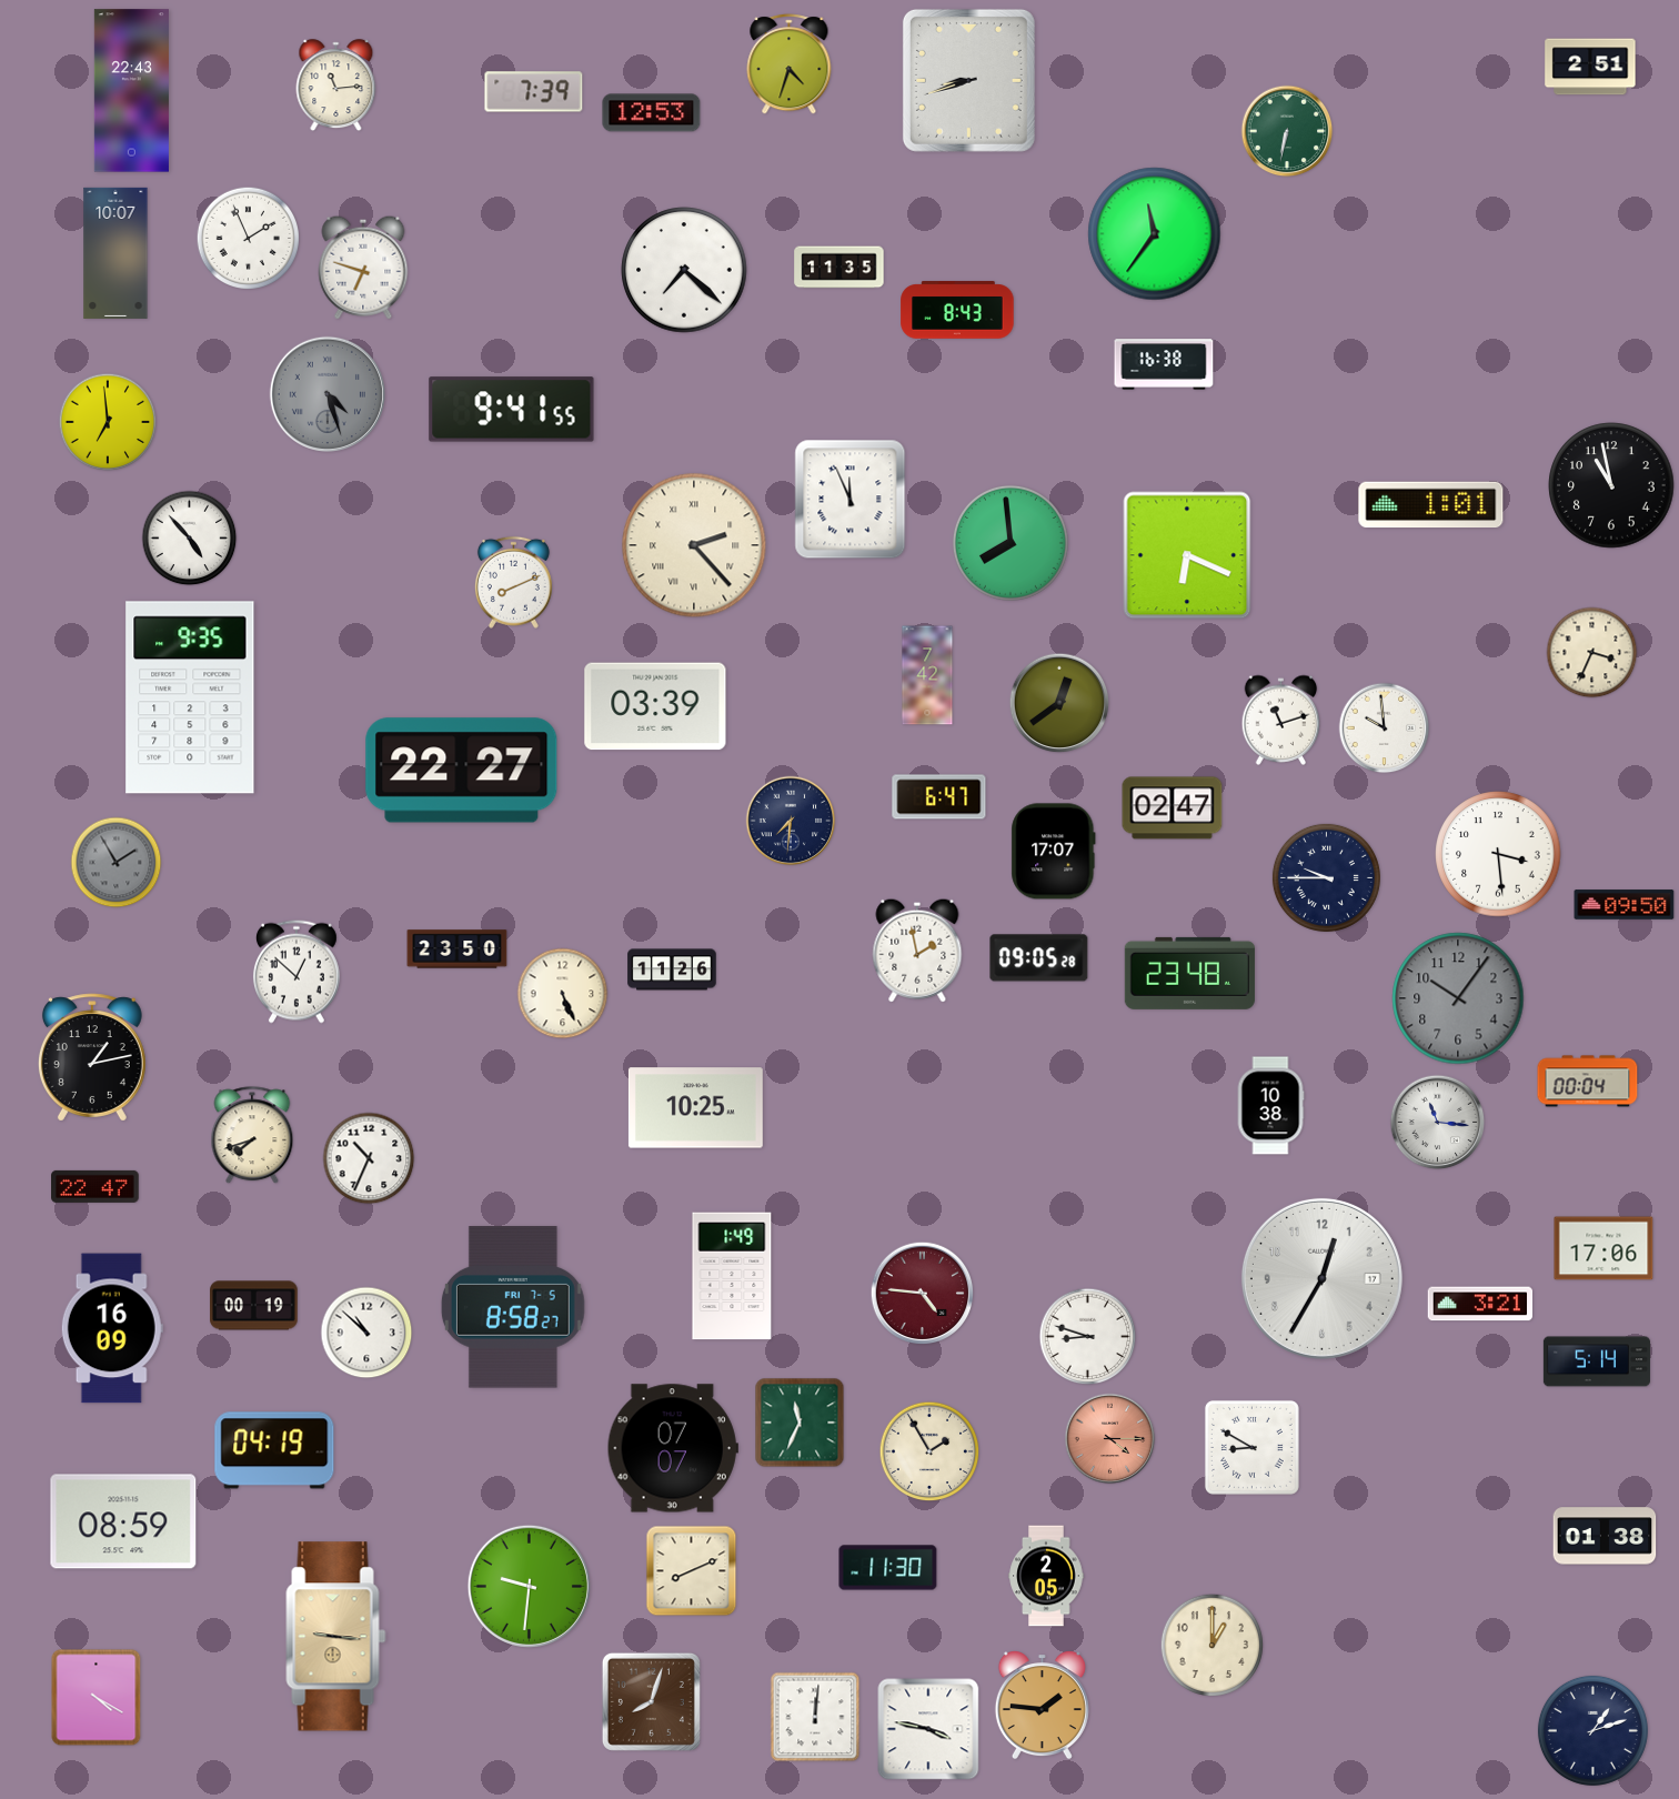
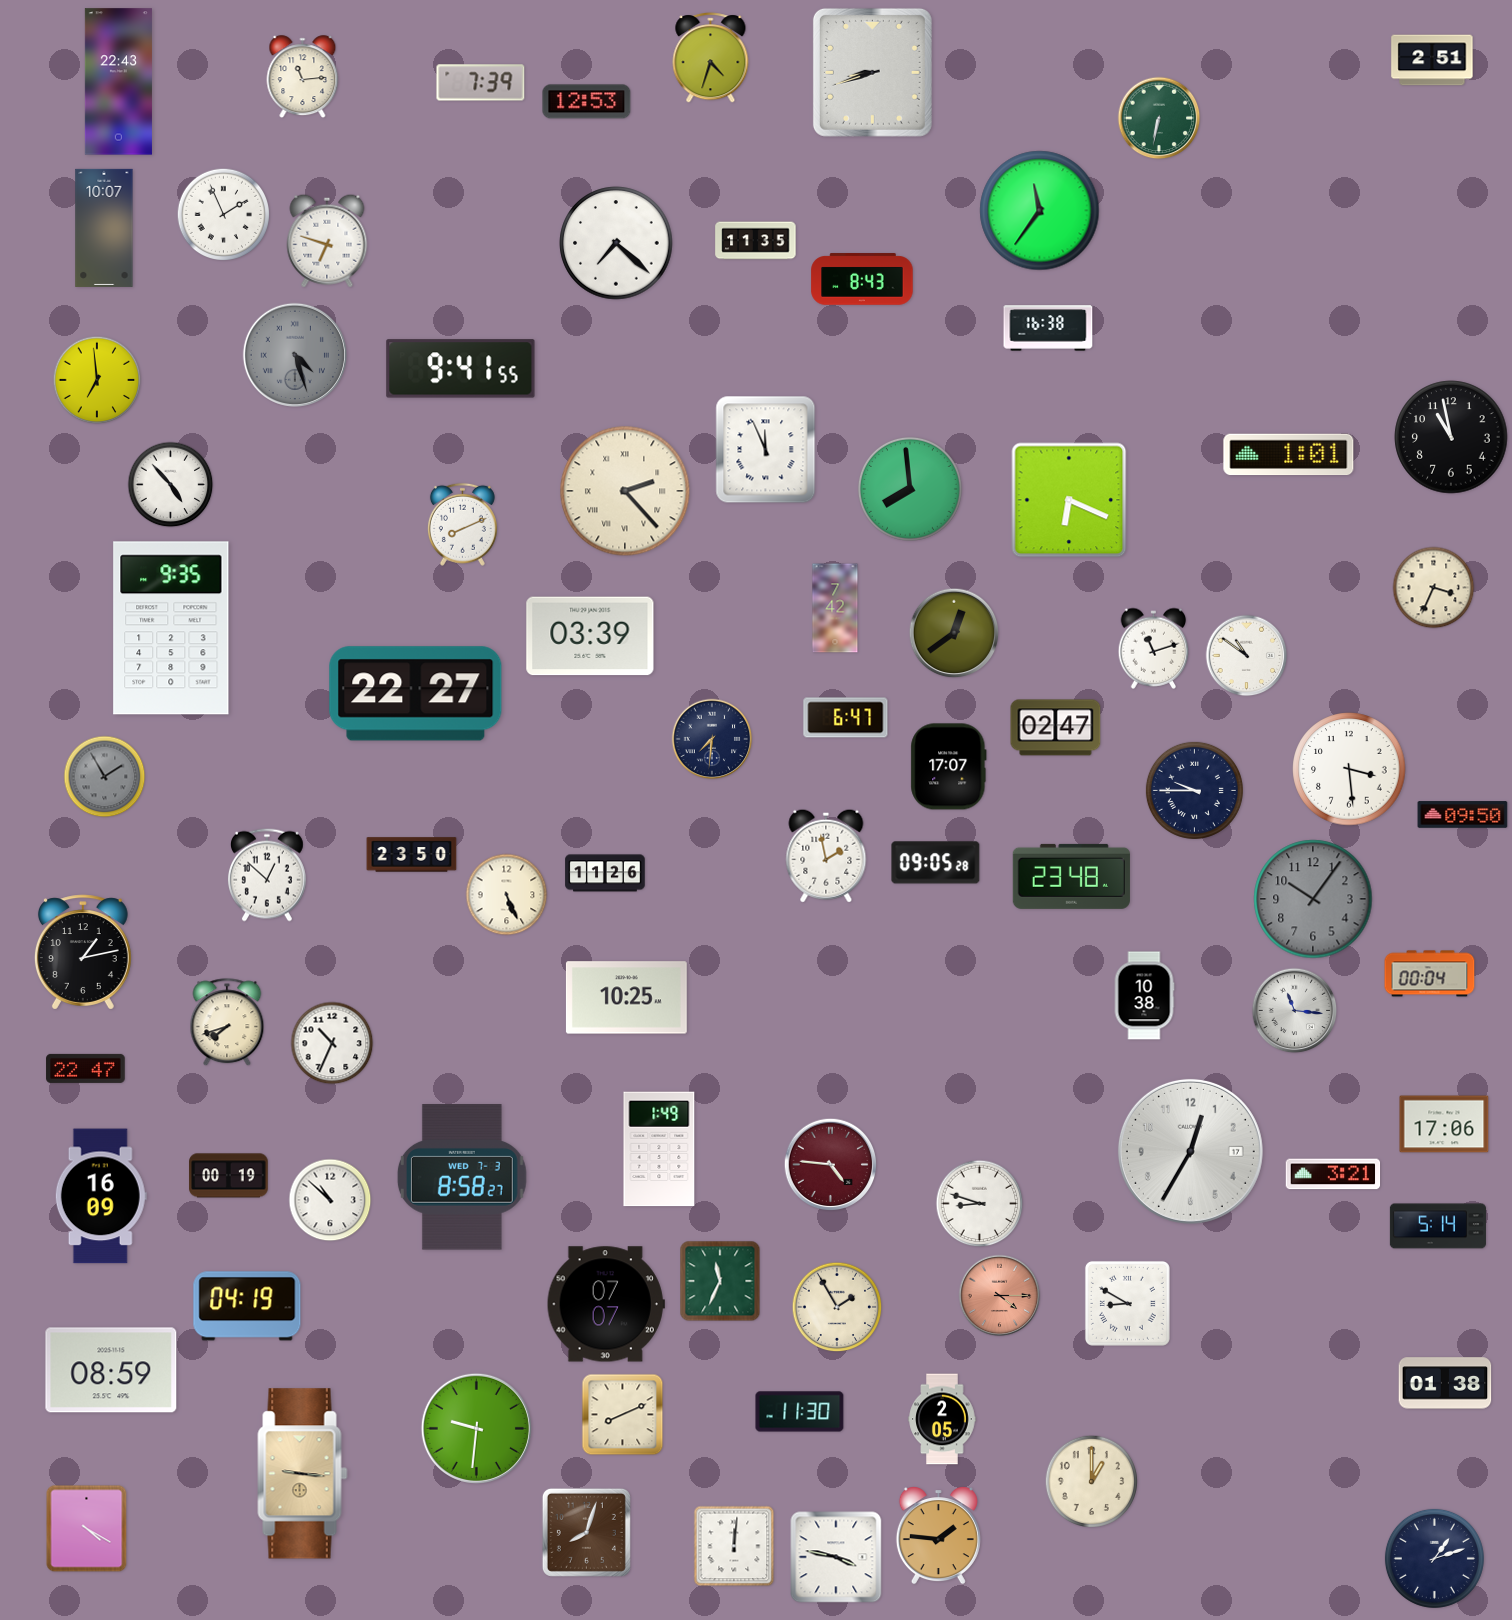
clock at (1385, 728): 9:59 -> 10:51
clock at (513, 1307) date: FRI 7-5 -> WED 7-3
